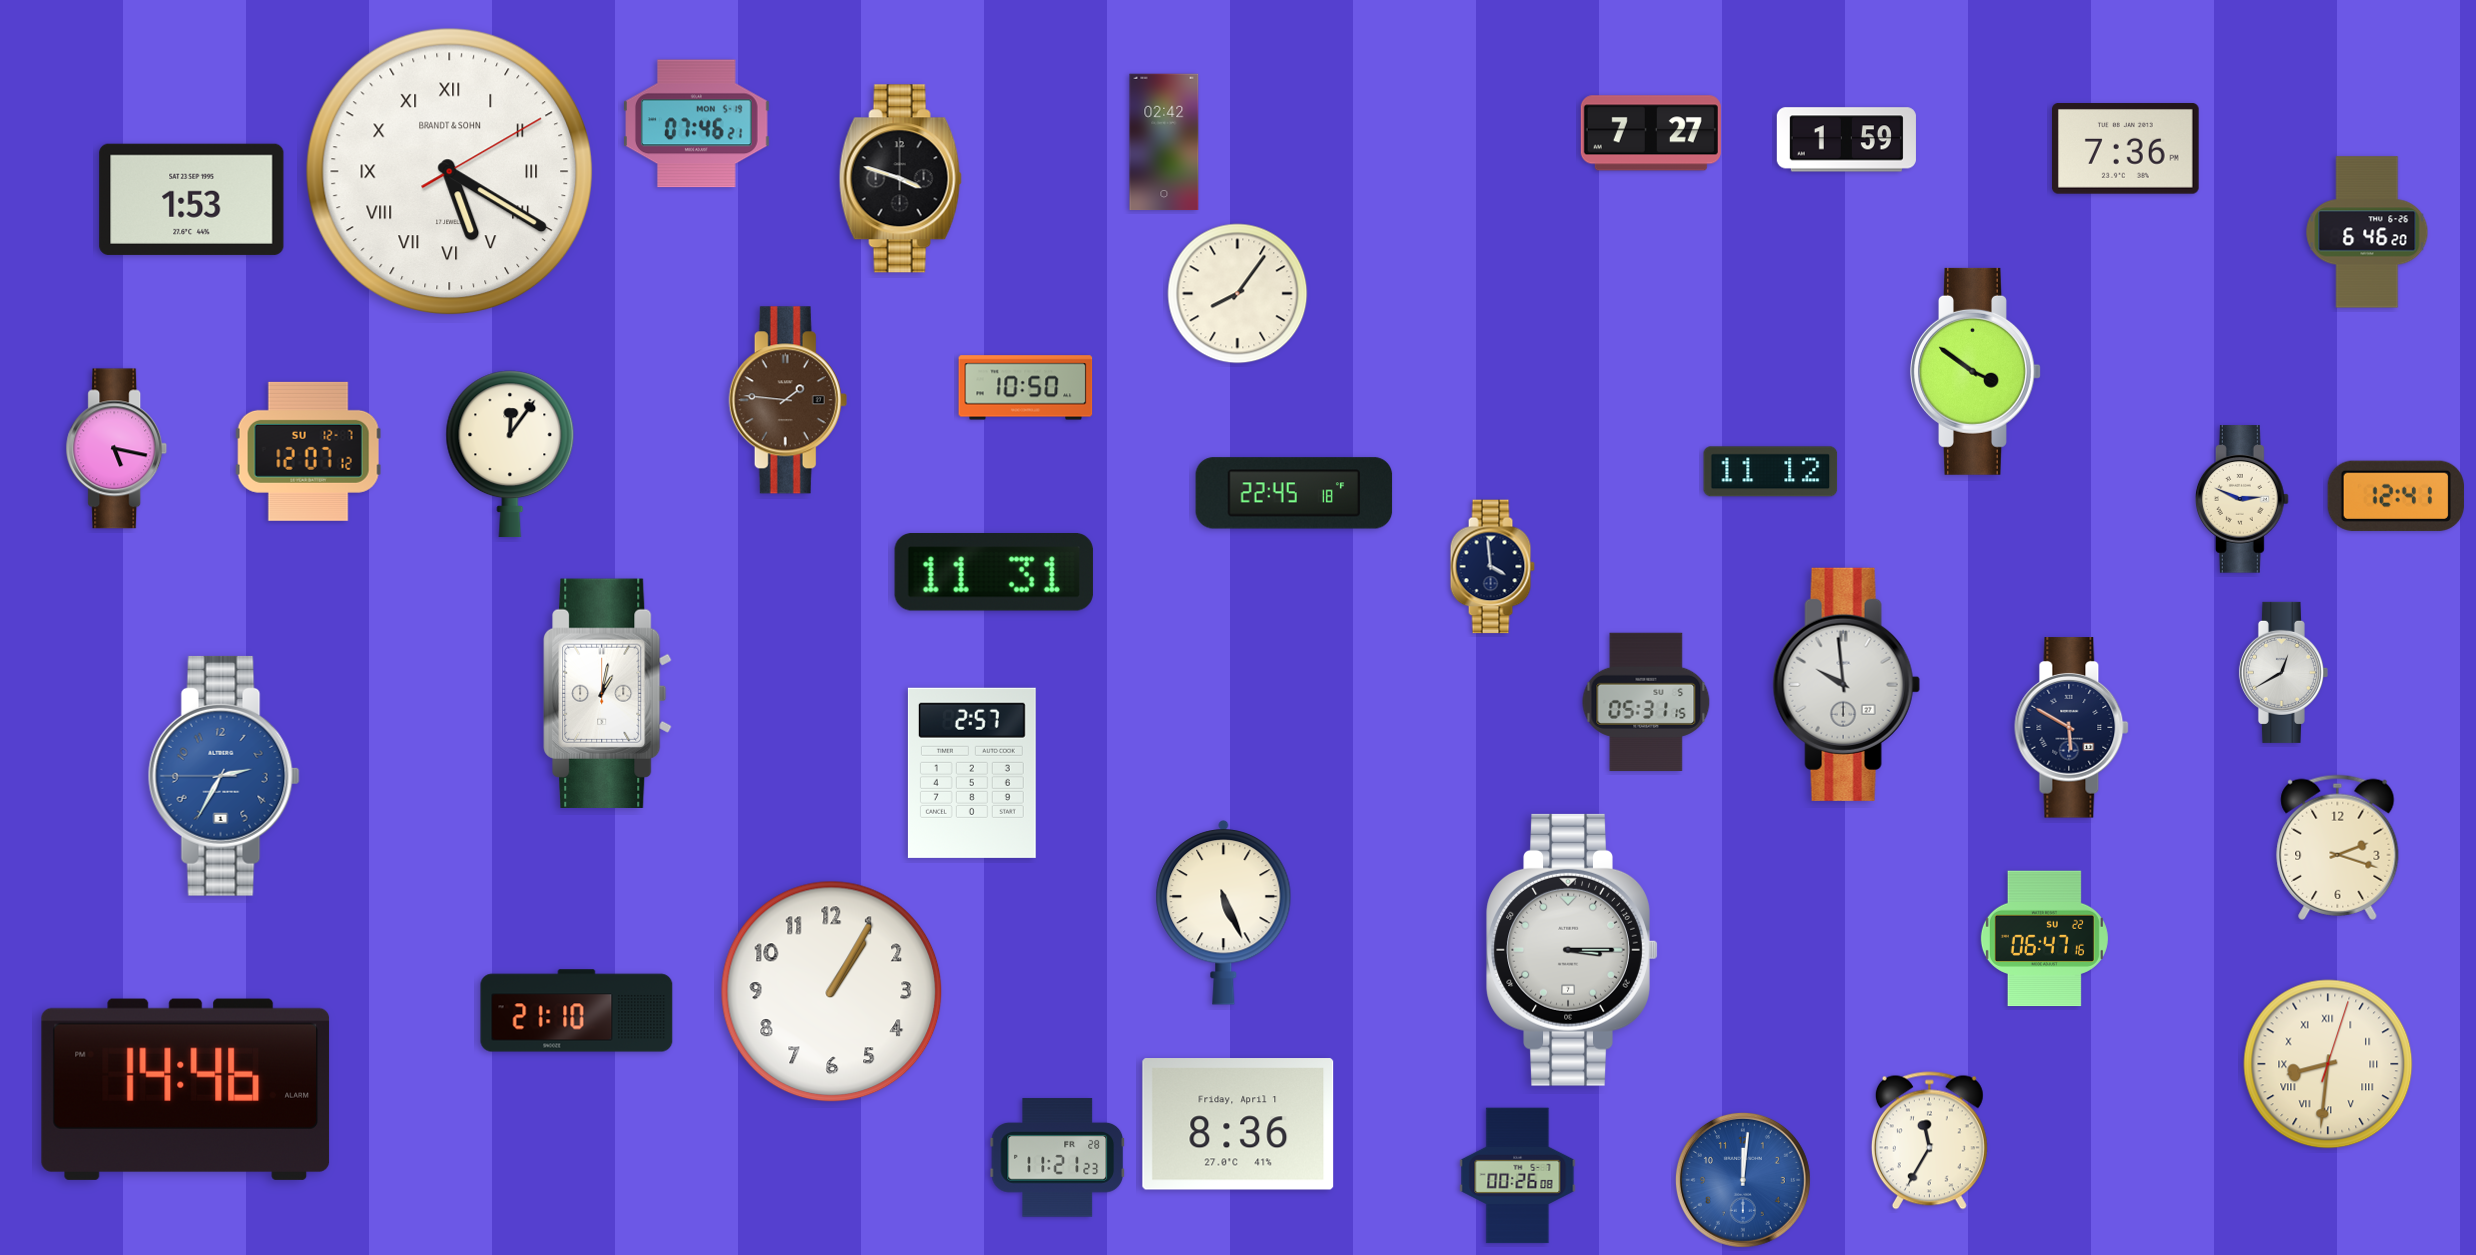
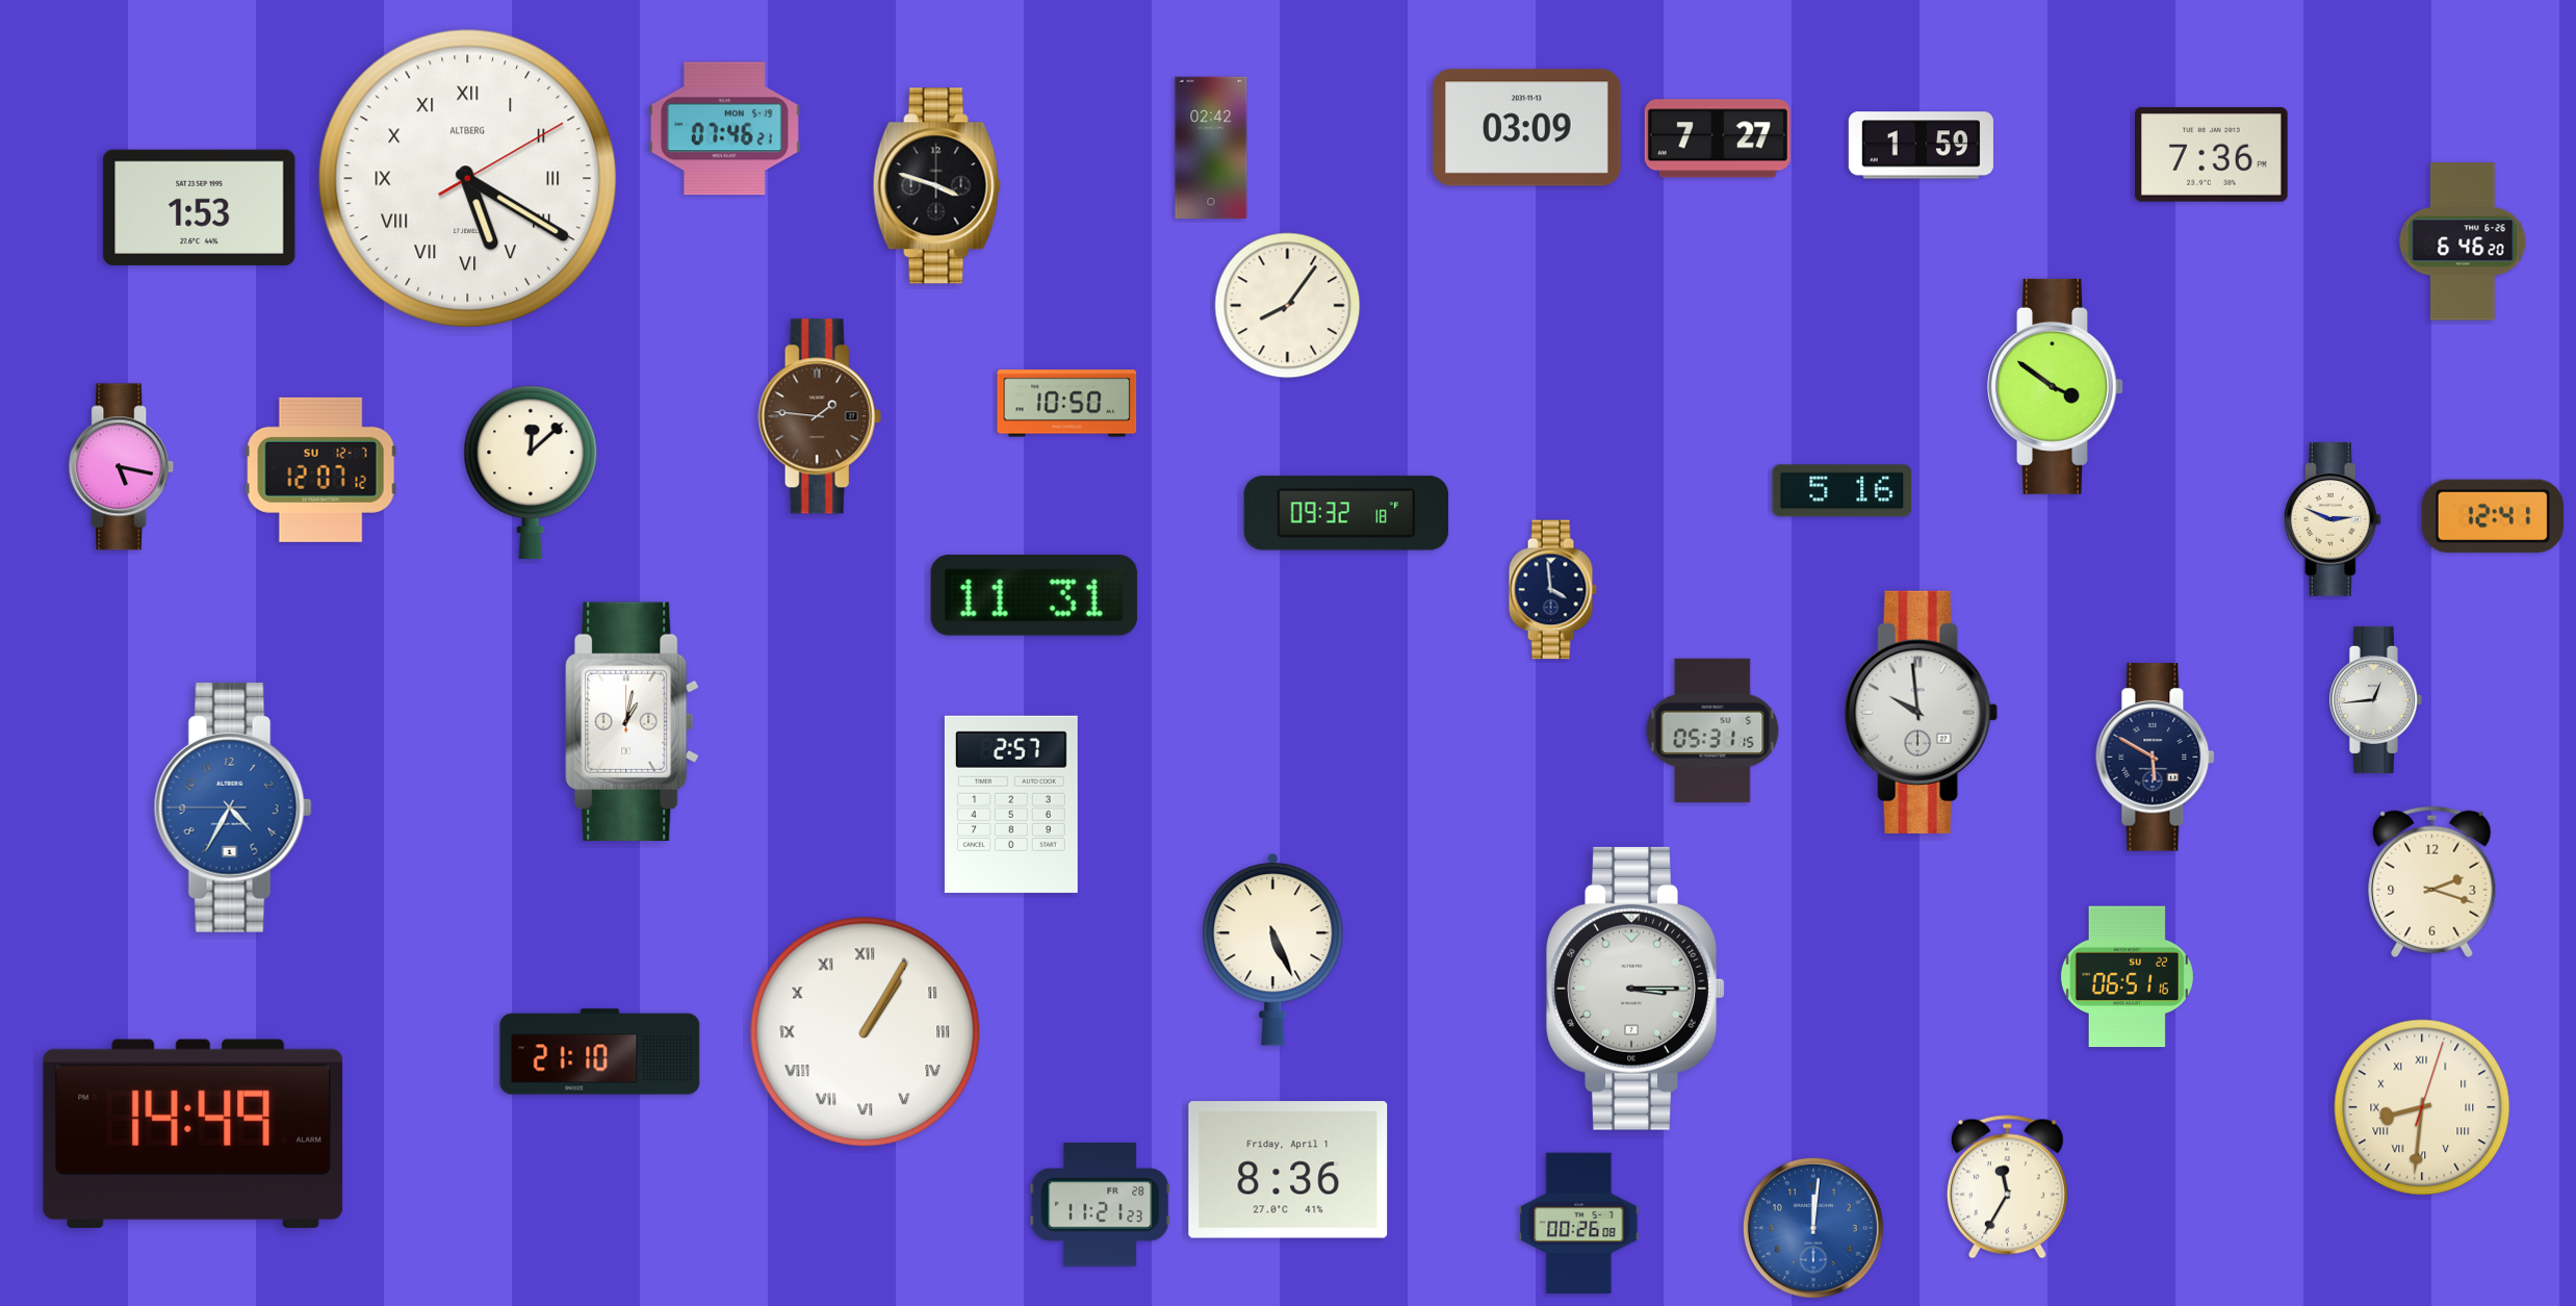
clock at (1527, 128): none -> 03:09
clock at (449, 171) brand: BRANDT & SOHN -> ALTBERG
clock at (510, 454): 12:06 -> 12:08
clock at (1771, 472): 11:12 -> 5:16
clock at (1294, 493): 22:45 -> 09:32
clock at (2283, 672): 12:40 -> 12:44
clock at (224, 776): 2:34 -> 4:34
clock at (2044, 939): 06:47 -> 06:51
clock at (832, 992) numerals: Arabic -> Roman
clock at (186, 1089): 14:46 -> 14:49
